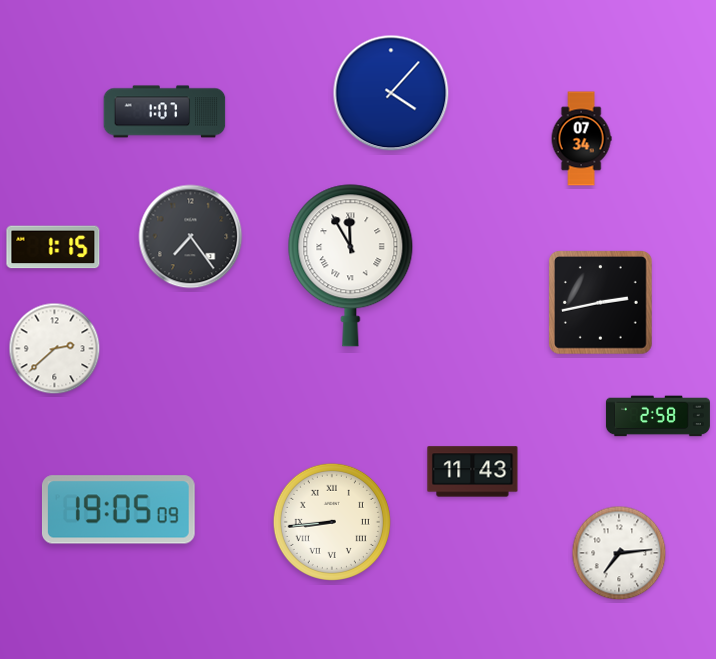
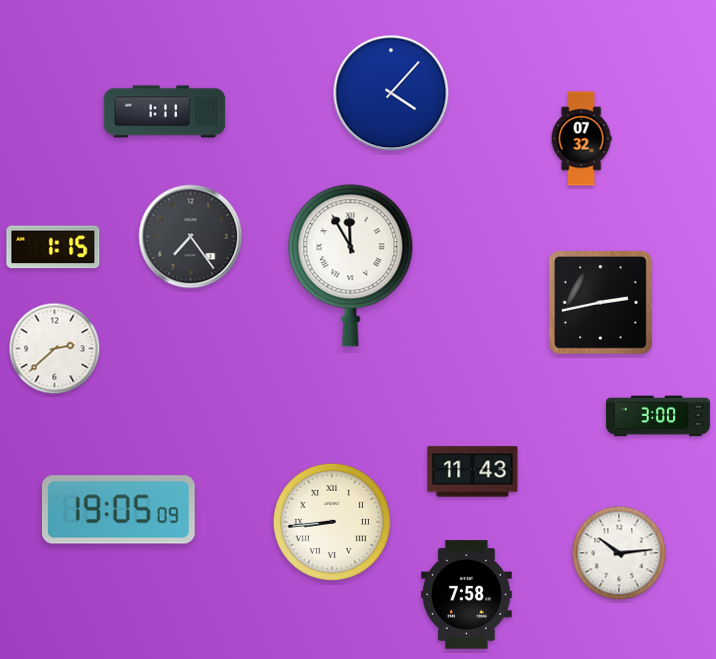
clock at (165, 112): 1:07 -> 1:11
clock at (581, 139): 07:34 -> 07:32
clock at (658, 416): 2:58 -> 3:00
clock at (619, 553): 7:14 -> 10:14
clock at (467, 595): none -> 7:58
